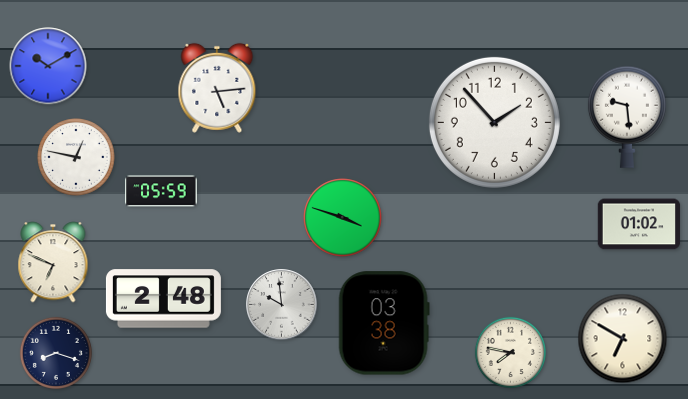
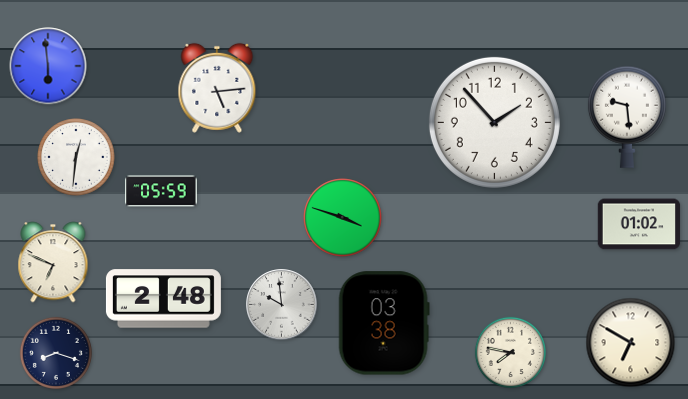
clock at (48, 66): 10:10 -> 5:59
clock at (76, 157): 12:47 -> 12:31
clock at (623, 339) position: (623, 339) -> (631, 343)
